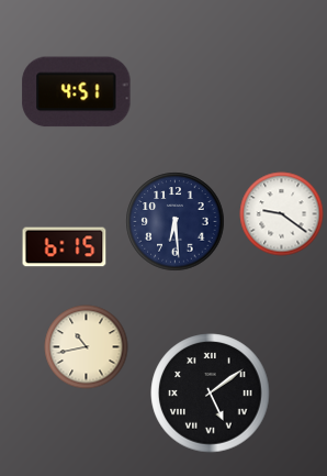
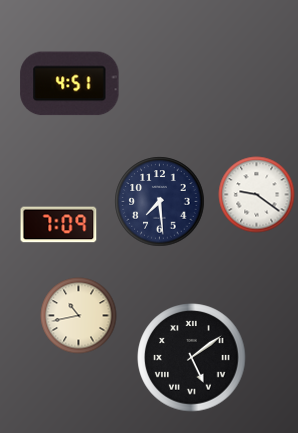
clock at (176, 222): 6:29 -> 7:29
clock at (65, 247): 6:15 -> 7:09
